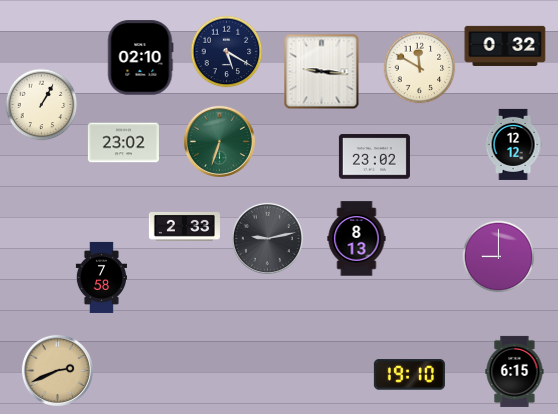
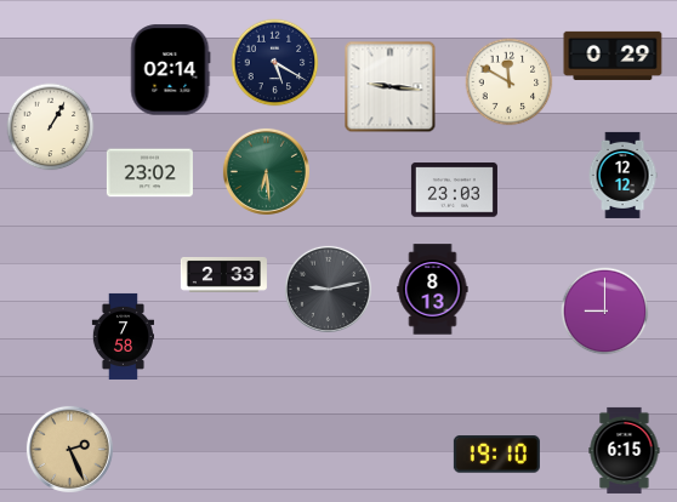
clock at (505, 46): 0:32 -> 0:29
clock at (141, 58): 02:10 -> 02:14
clock at (219, 141): 6:33 -> 6:29
clock at (374, 157): 23:02 -> 23:03
clock at (267, 238) position: (267, 238) -> (328, 289)
clock at (57, 370): 2:41 -> 2:26
